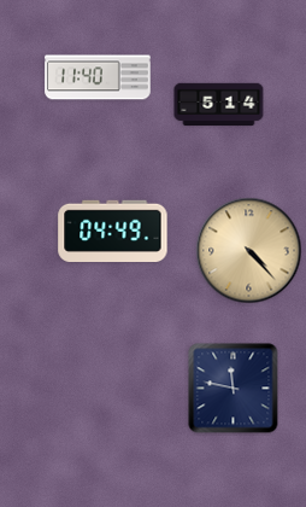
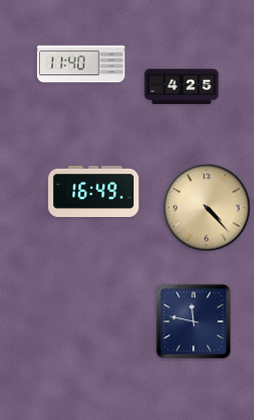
clock at (219, 105): 5:14 -> 4:25
clock at (113, 231): 04:49 -> 16:49
